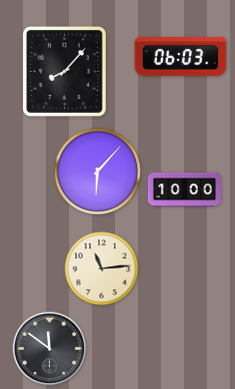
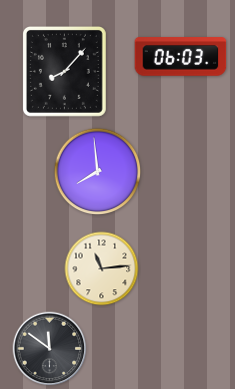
clock at (98, 172): 6:07 -> 7:59
clock at (184, 190): 10:00 -> none
